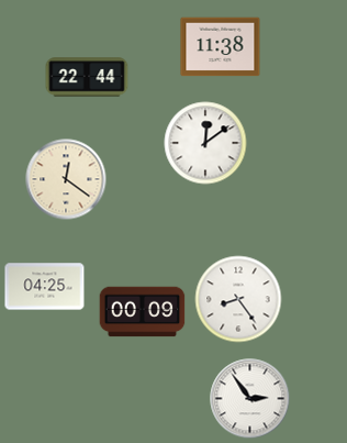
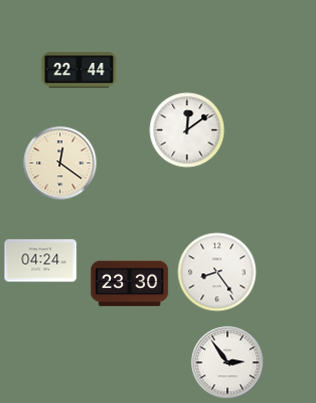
clock at (221, 47): 11:38 -> none
clock at (45, 287): 04:25 -> 04:24
clock at (143, 312): 00:09 -> 23:30
